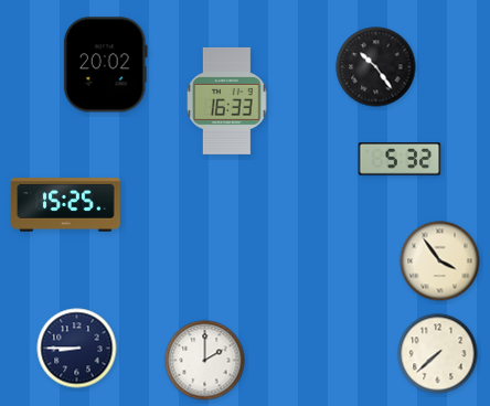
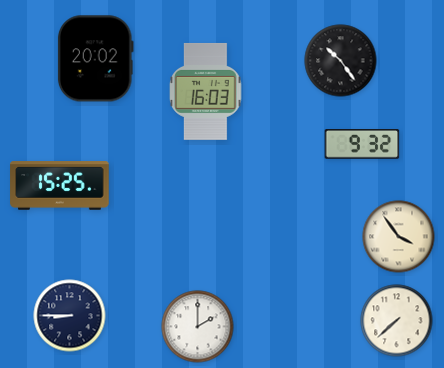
clock at (227, 100): 16:33 -> 16:03
clock at (400, 160): 5:32 -> 9:32
clock at (205, 361) position: (205, 361) -> (198, 327)
